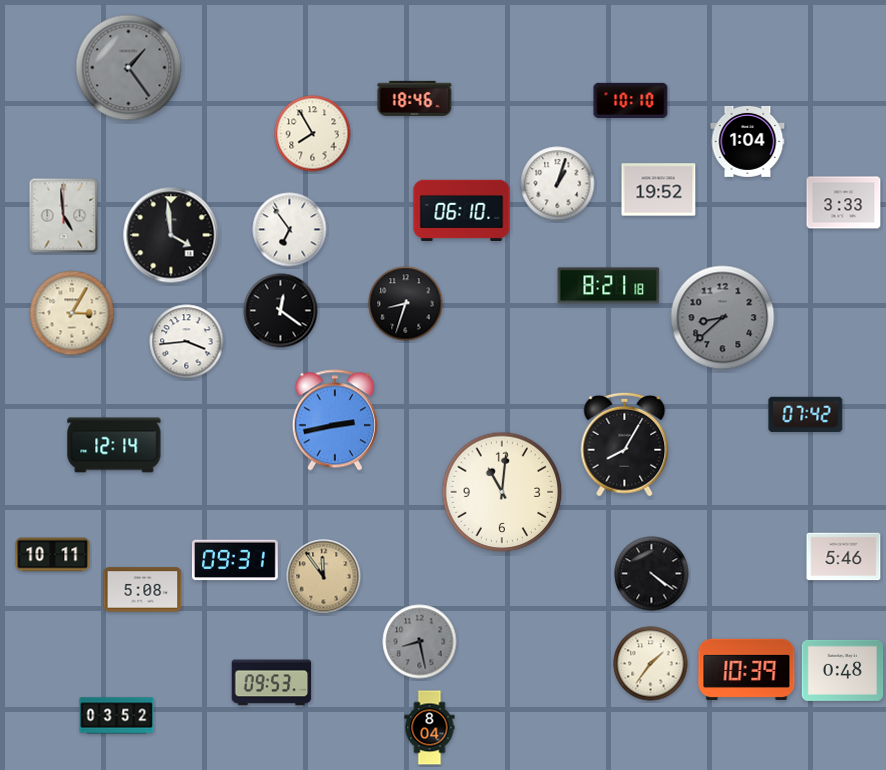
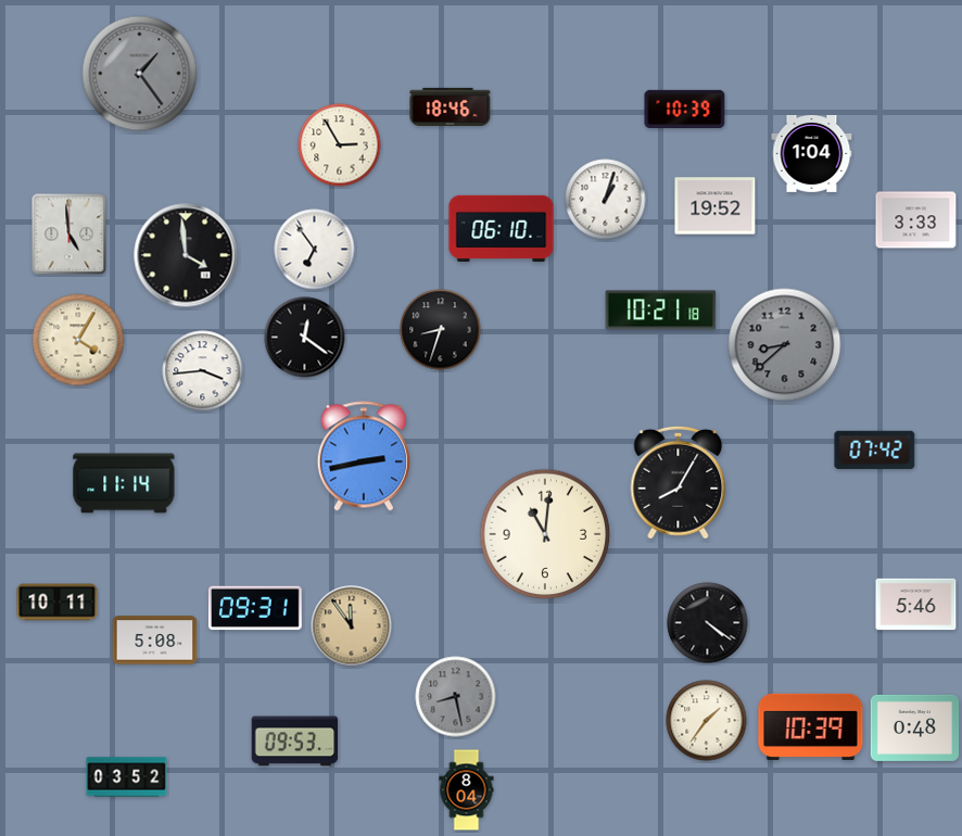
clock at (631, 100): 10:10 -> 10:39
clock at (313, 134): 7:55 -> 2:55
clock at (609, 286): 8:21 -> 10:21
clock at (72, 313): 3:05 -> 4:05
clock at (114, 445): 12:14 -> 11:14
